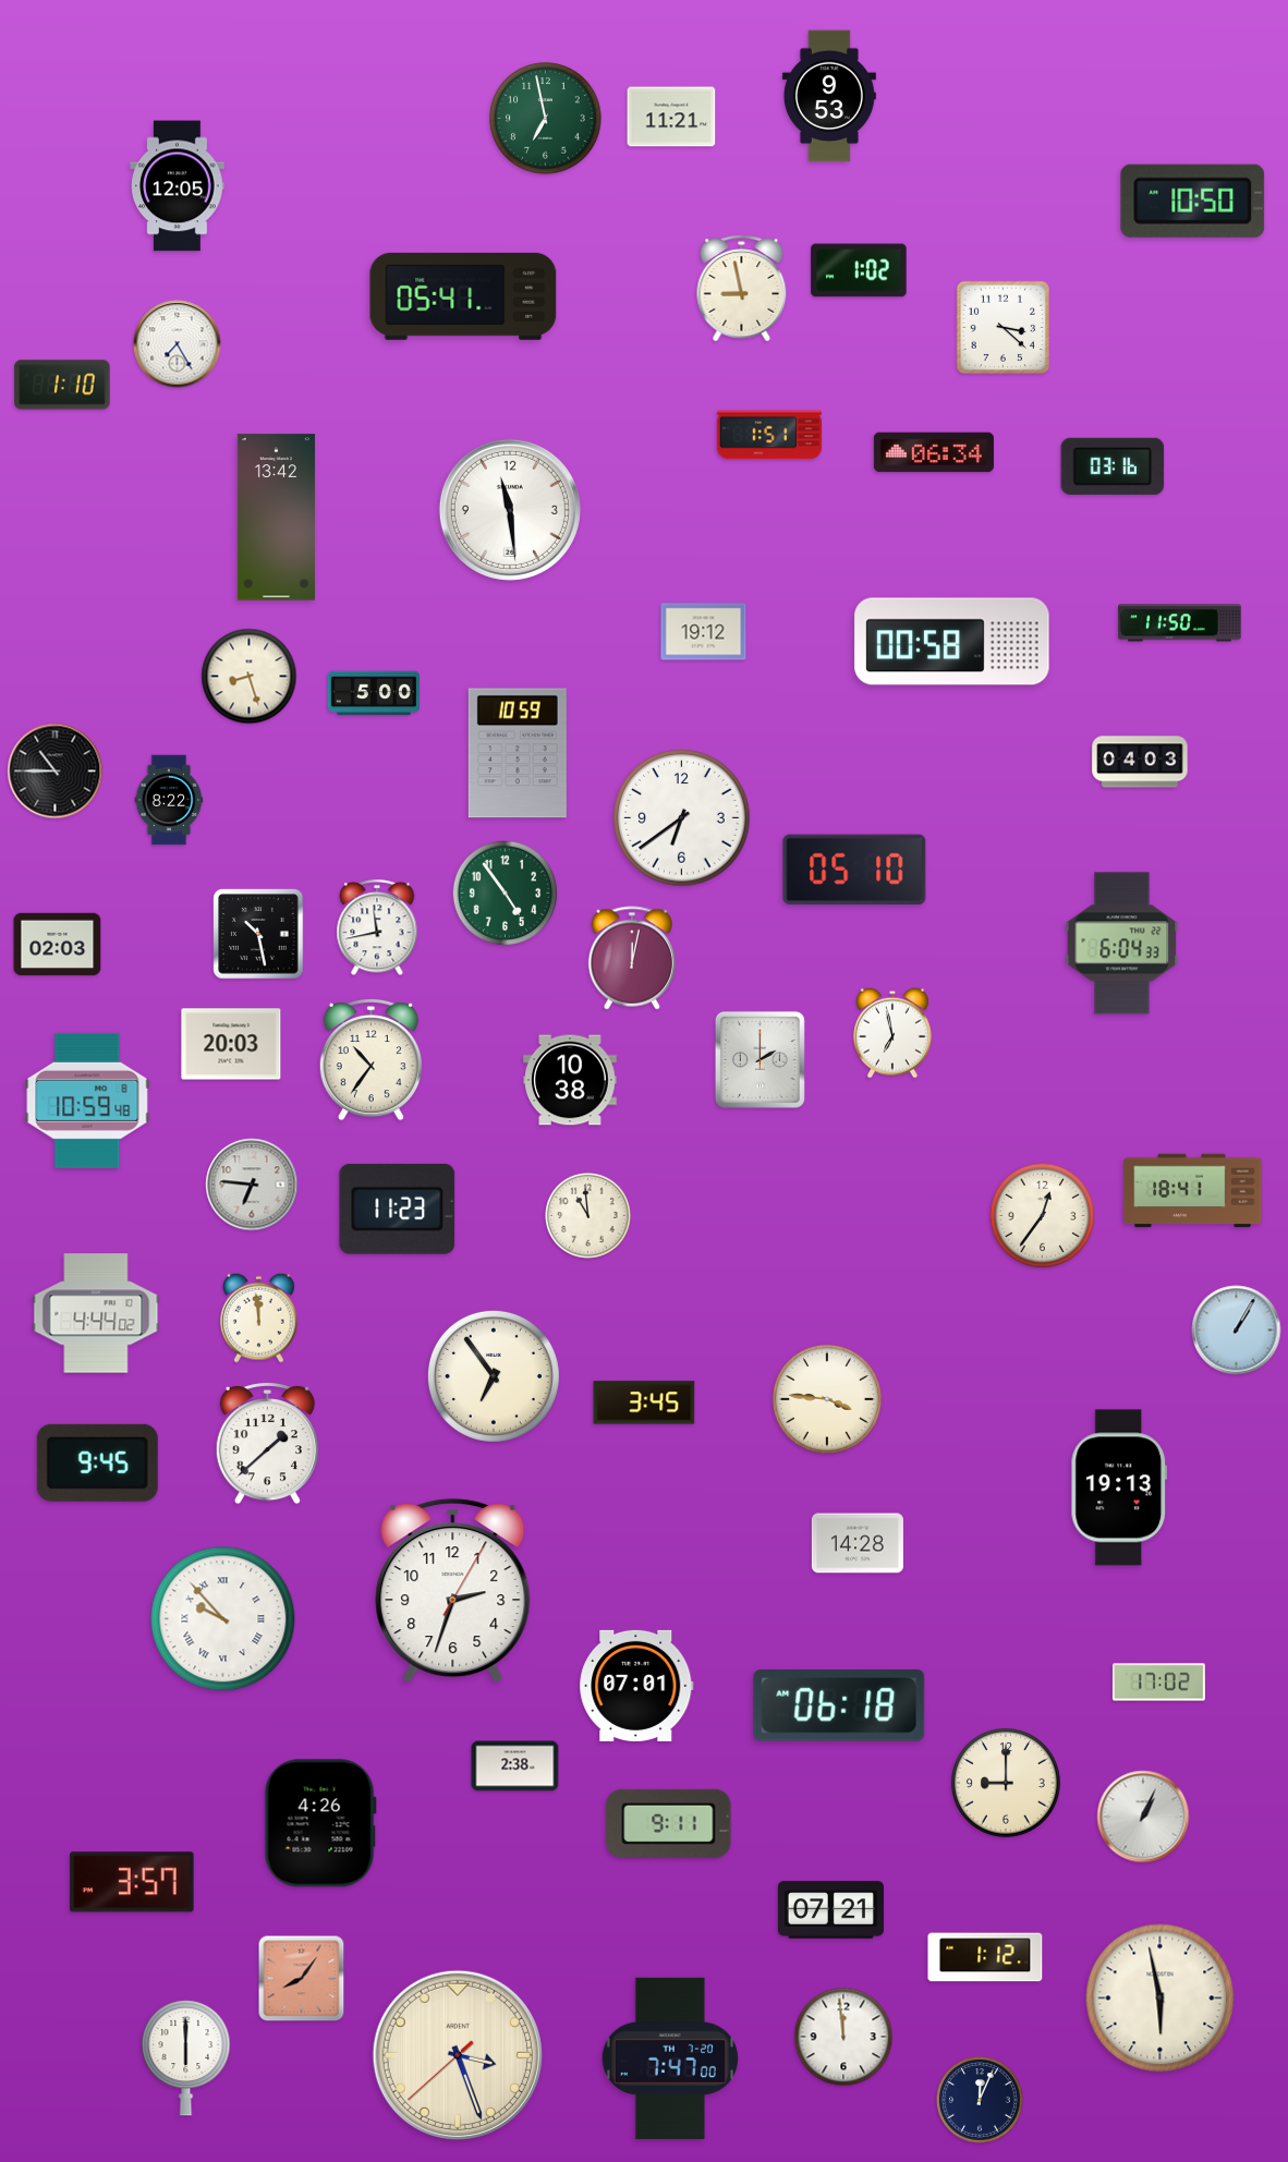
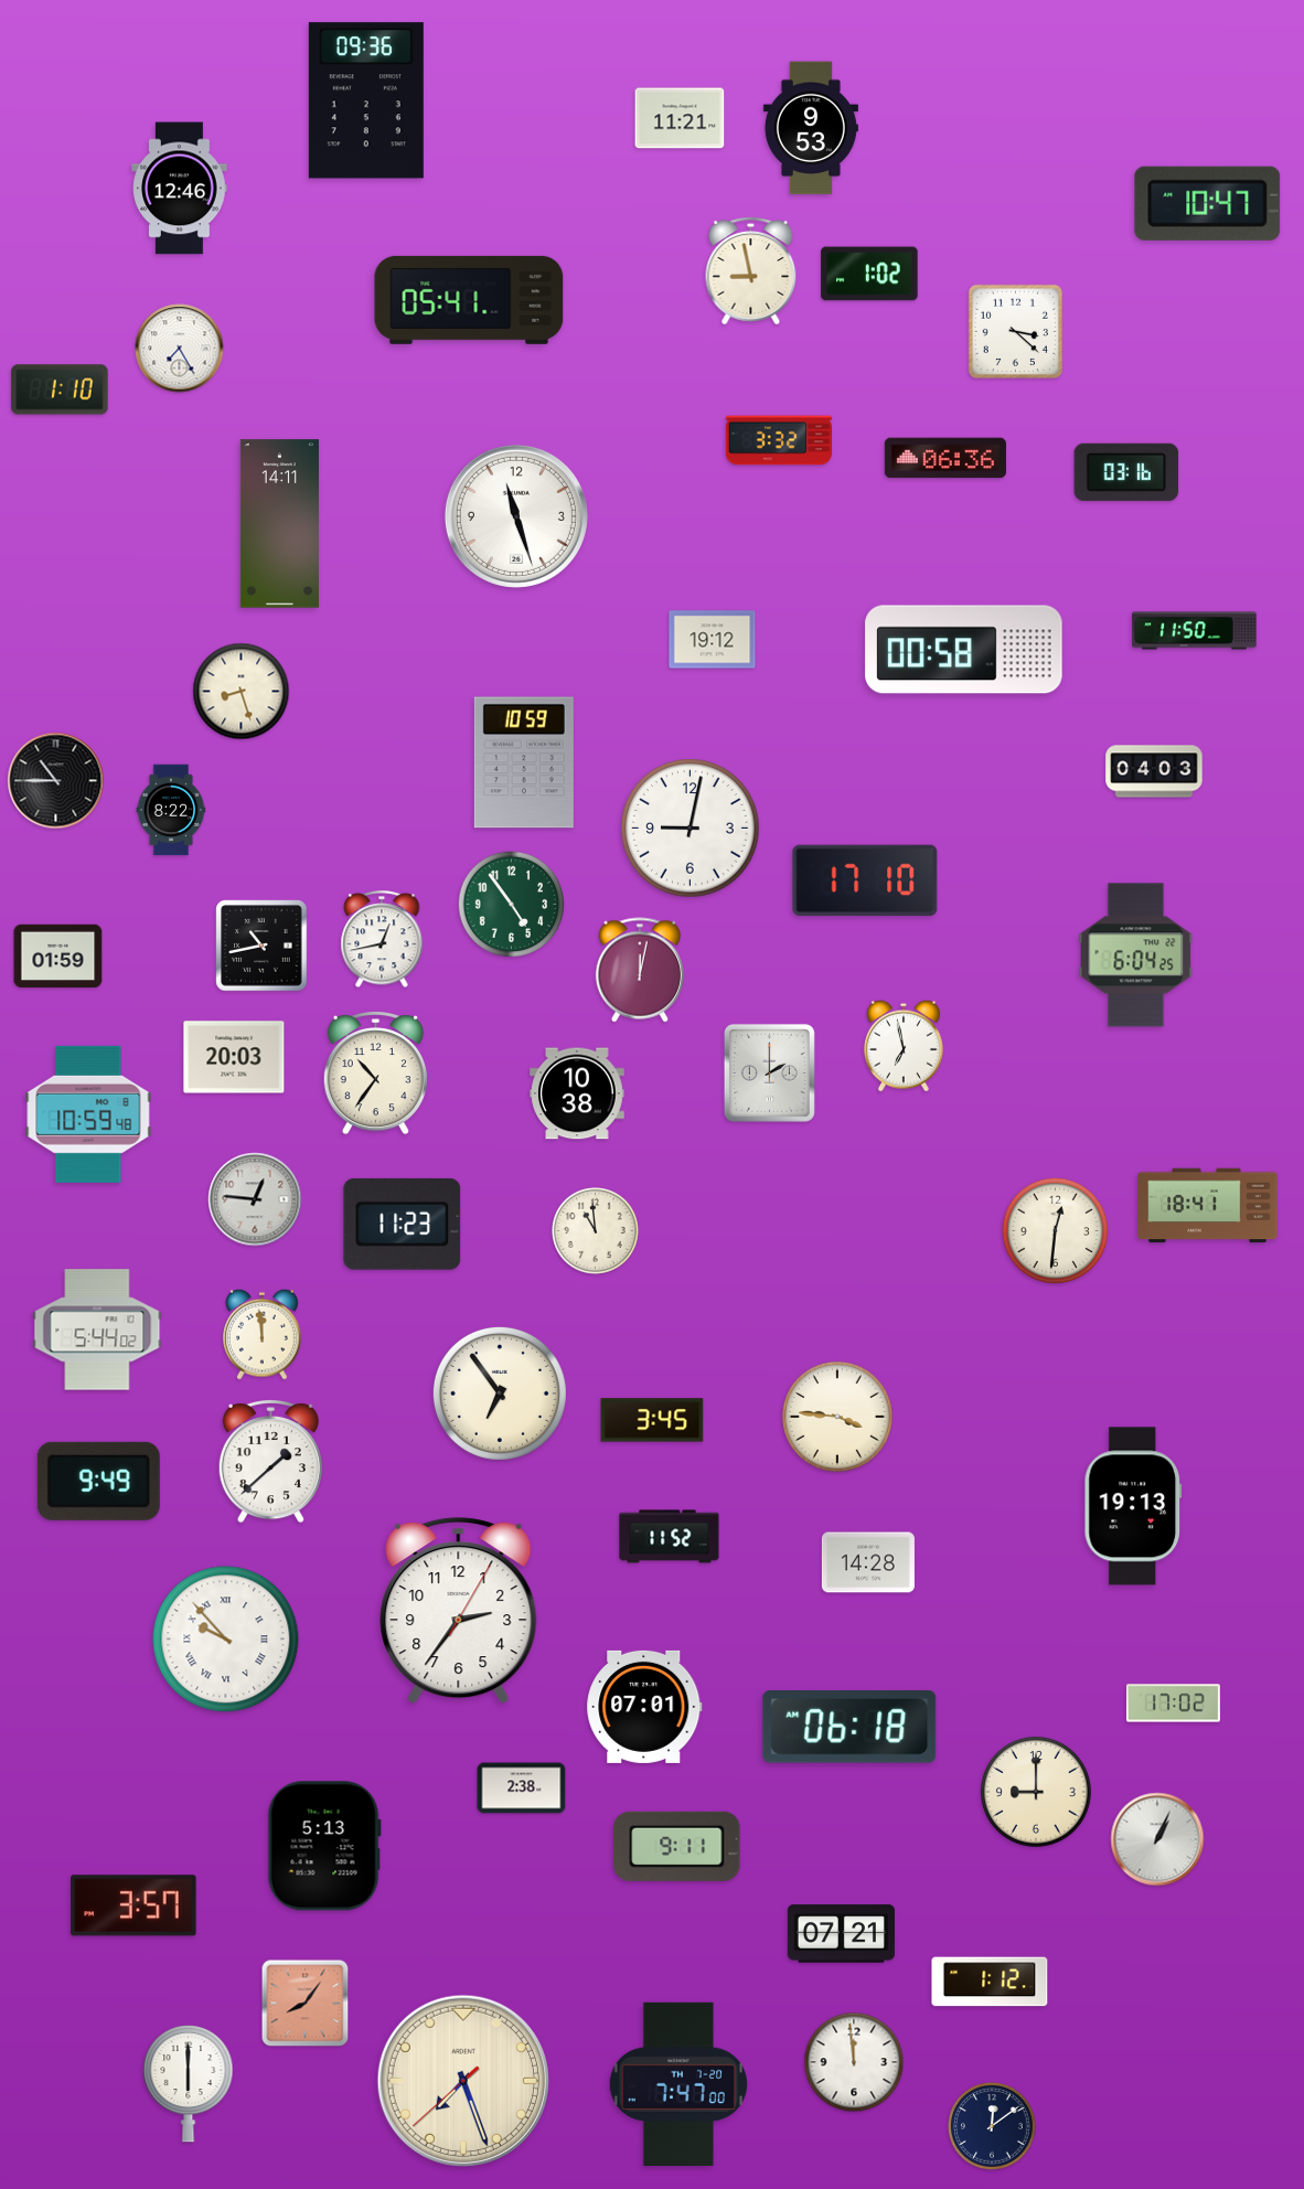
clock at (829, 96) position: (829, 96) -> (811, 128)
clock at (366, 100): none -> 09:36
clock at (546, 119): 6:58 -> none
clock at (178, 186): 12:05 -> 12:46
clock at (1193, 201): 10:50 -> 10:47
clock at (742, 289) position: (742, 289) -> (751, 271)
clock at (62, 385) position: (62, 385) -> (60, 389)
clock at (768, 435): 1:51 -> 3:32
clock at (934, 452): 06:34 -> 06:36
clock at (510, 510): 11:29 -> 11:27
clock at (276, 518): 13:42 -> 14:11
clock at (250, 677) position: (250, 677) -> (242, 692)
clock at (374, 693): 5:00 -> none
clock at (682, 818): 6:39 -> 9:02
clock at (854, 870): 05:10 -> 17:10
clock at (377, 928): 11:43 -> 12:43
clock at (258, 934): 10:28 -> 10:43
clock at (1122, 944): 6:04:33 -> 6:04:25
clock at (58, 945): 02:03 -> 01:59
clock at (252, 1185): 6:46 -> 12:46
clock at (1043, 1216): 12:36 -> 12:31
clock at (96, 1313): 4:44 -> 5:44
clock at (1237, 1331): 1:05 -> none
clock at (97, 1462): 9:45 -> 9:49
clock at (670, 1537): none -> 11:52
clock at (453, 1591): 2:33 -> 2:36
clock at (1006, 1783) position: (1006, 1783) -> (1036, 1792)
clock at (320, 1823): 4:26 -> 5:13
clock at (985, 1957) position: (985, 1957) -> (990, 1982)
clock at (1161, 1999): 5:58 -> none
clock at (458, 2055): 3:26 -> 7:26
clock at (980, 2100): 12:04 -> 12:09
